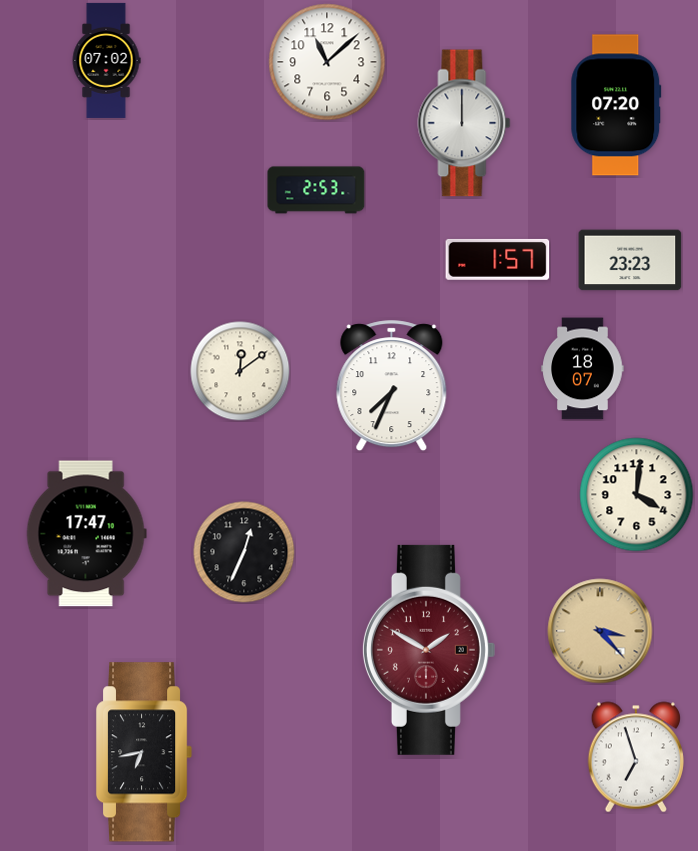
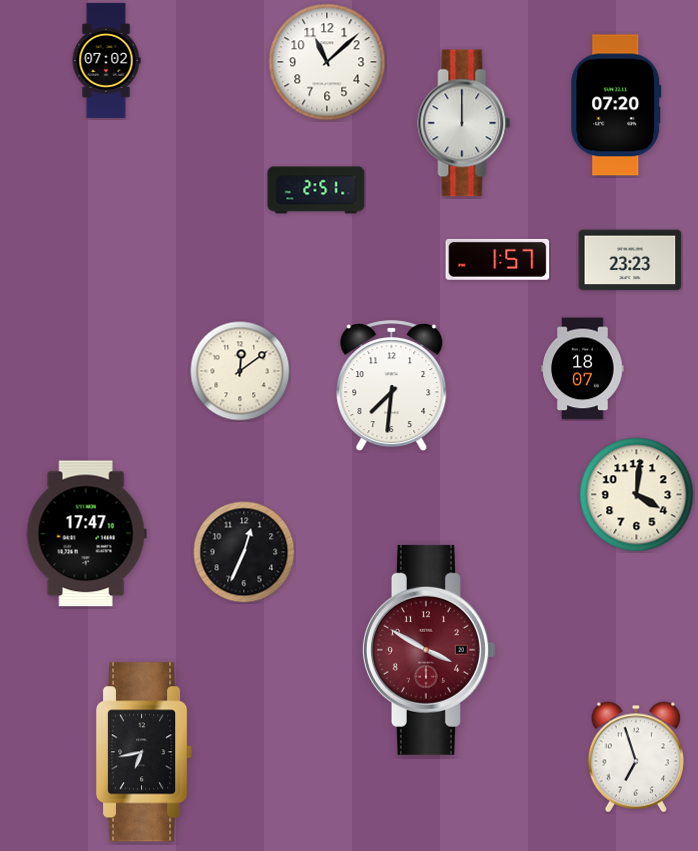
clock at (316, 190): 2:53 -> 2:51
clock at (392, 386): 7:34 -> 7:31
clock at (600, 631): 3:23 -> none
clock at (428, 650): 1:50 -> 3:50
